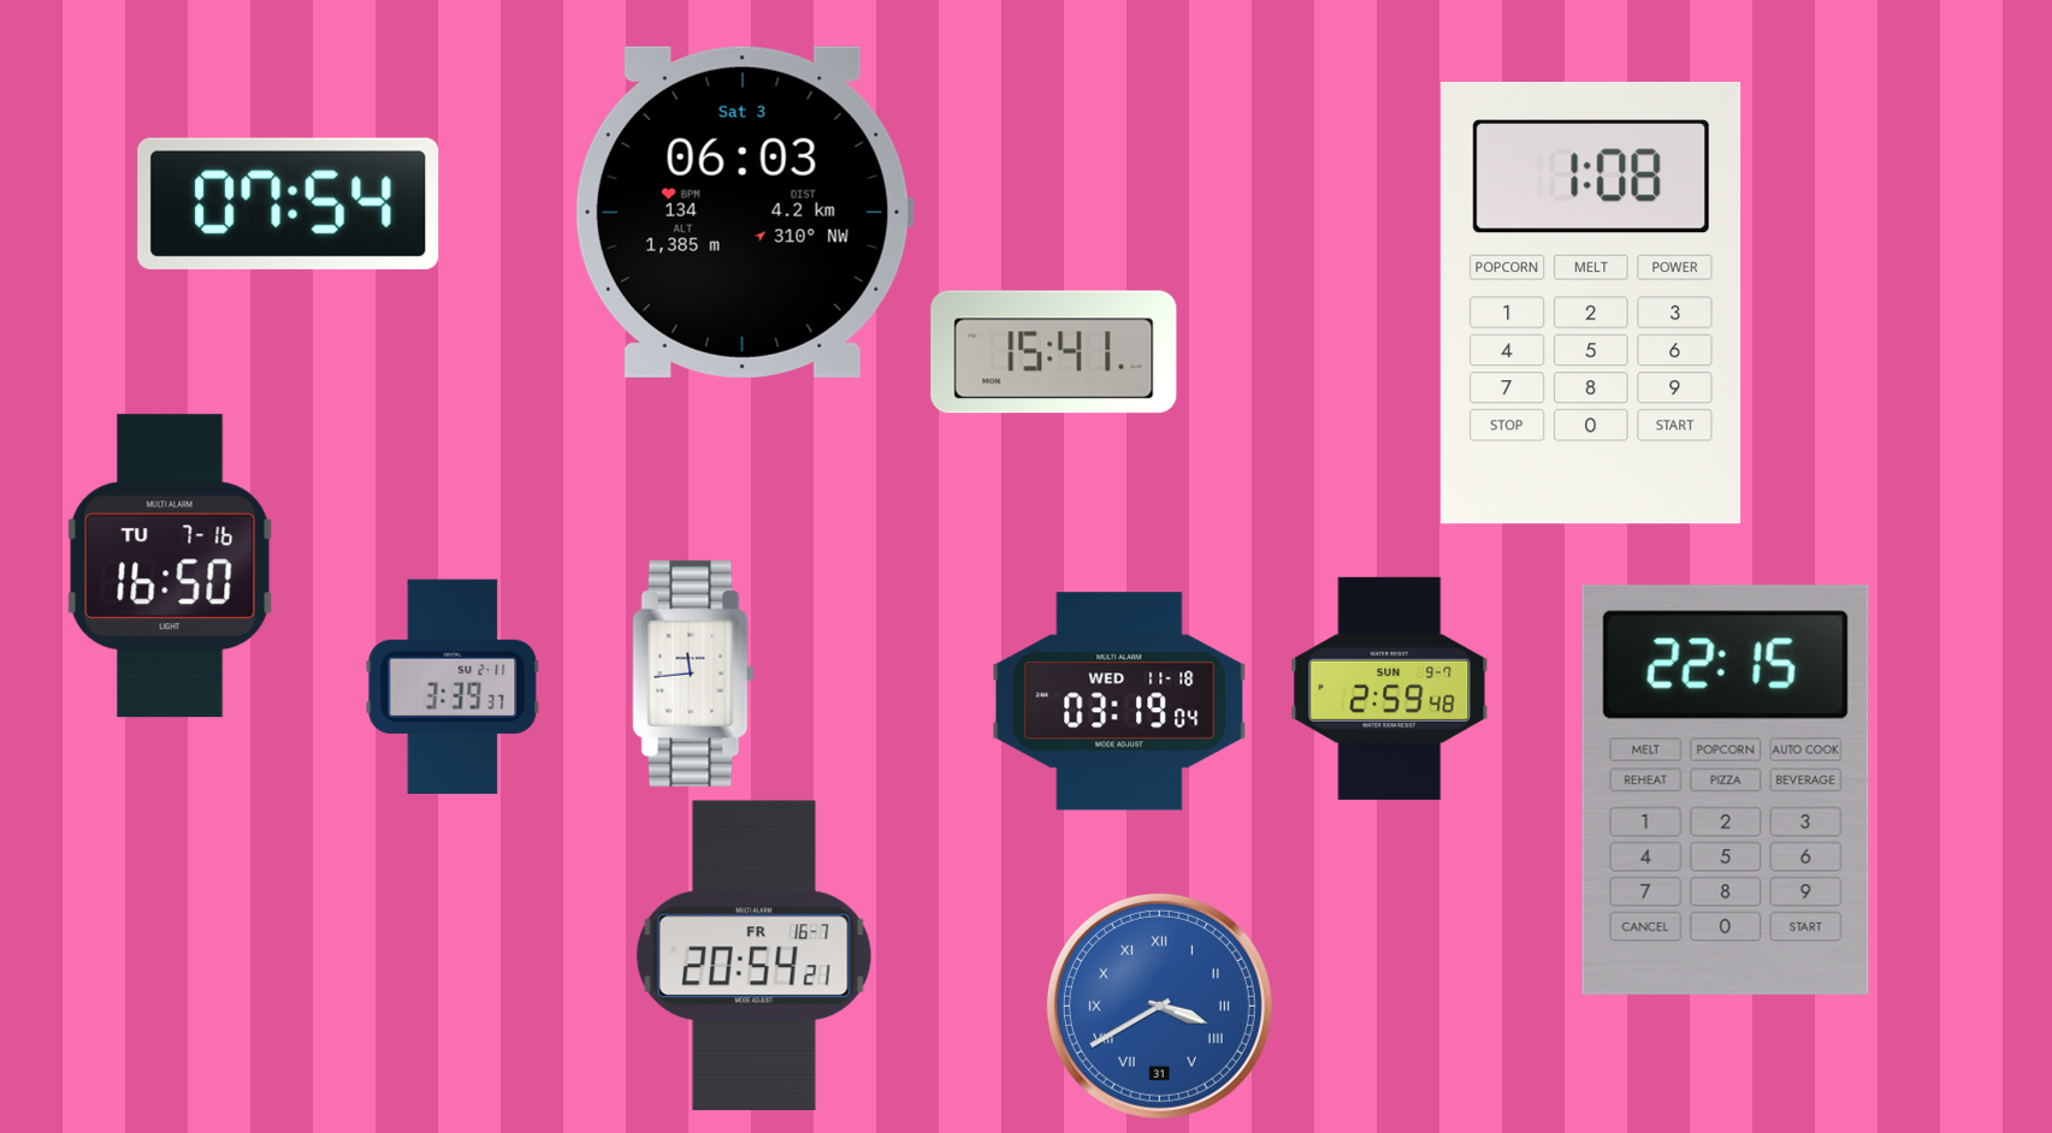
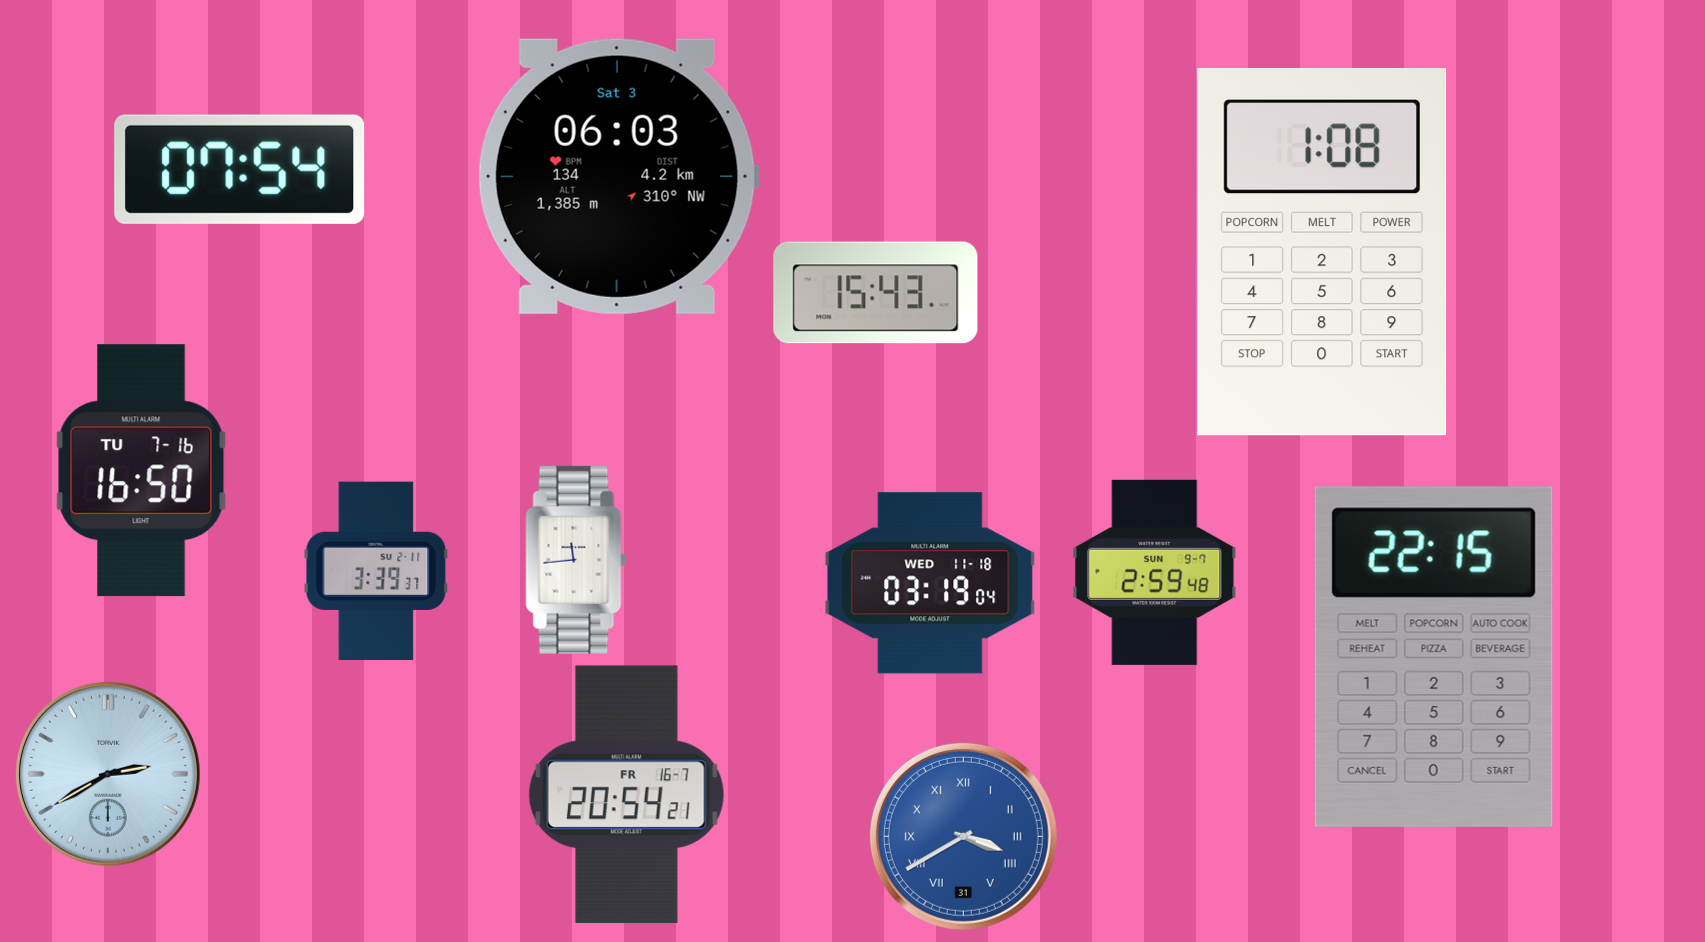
clock at (1054, 352): 15:41 -> 15:43
clock at (108, 774): none -> 2:40
